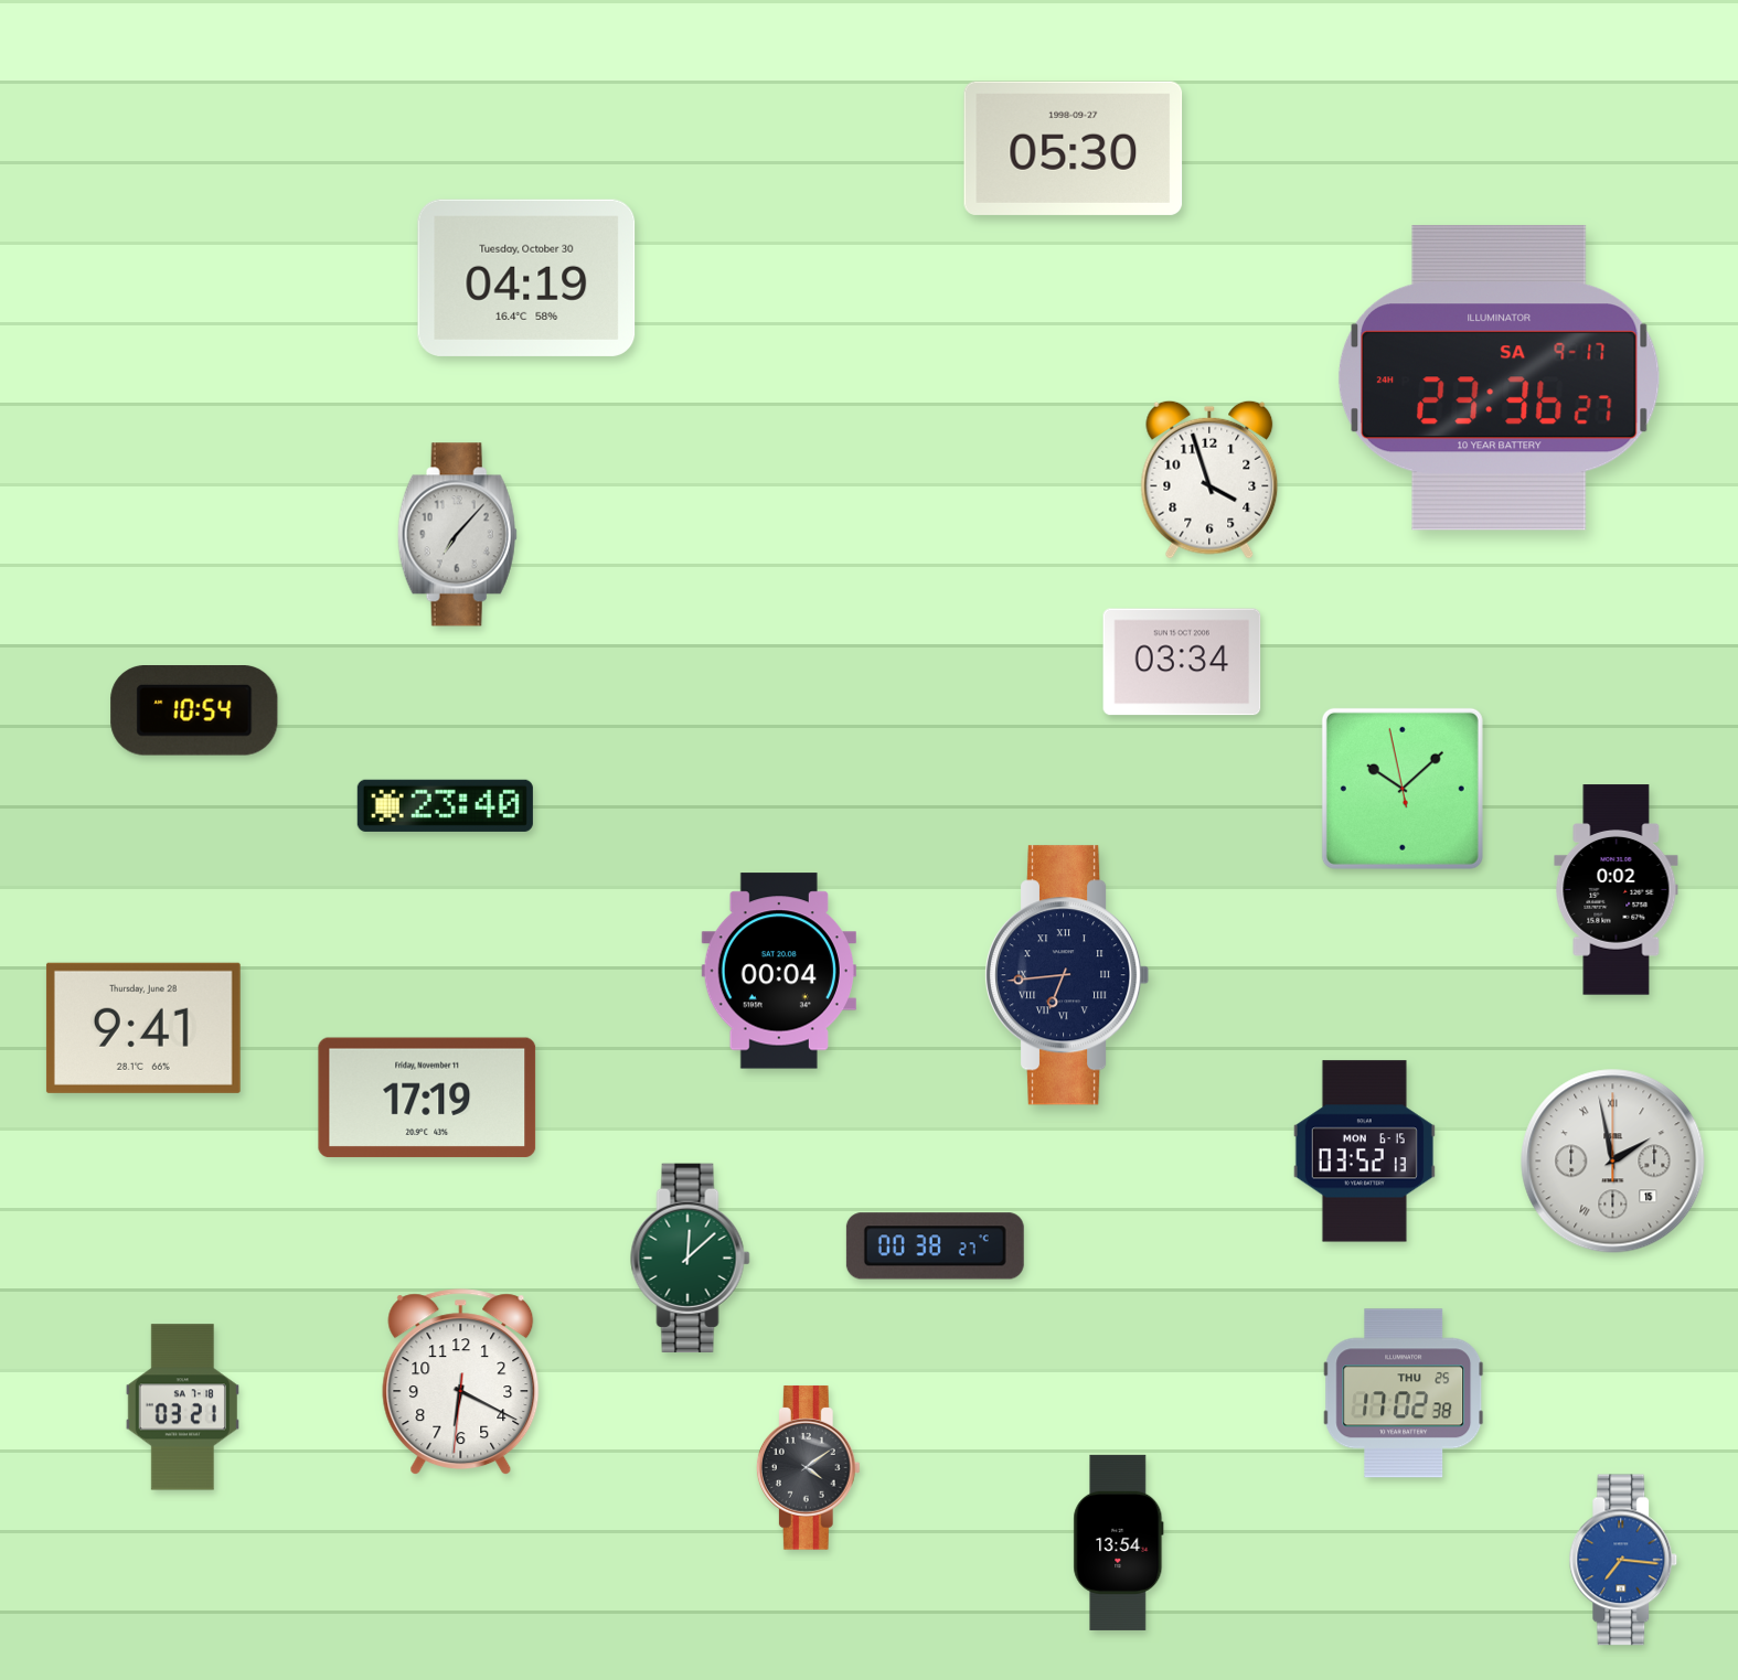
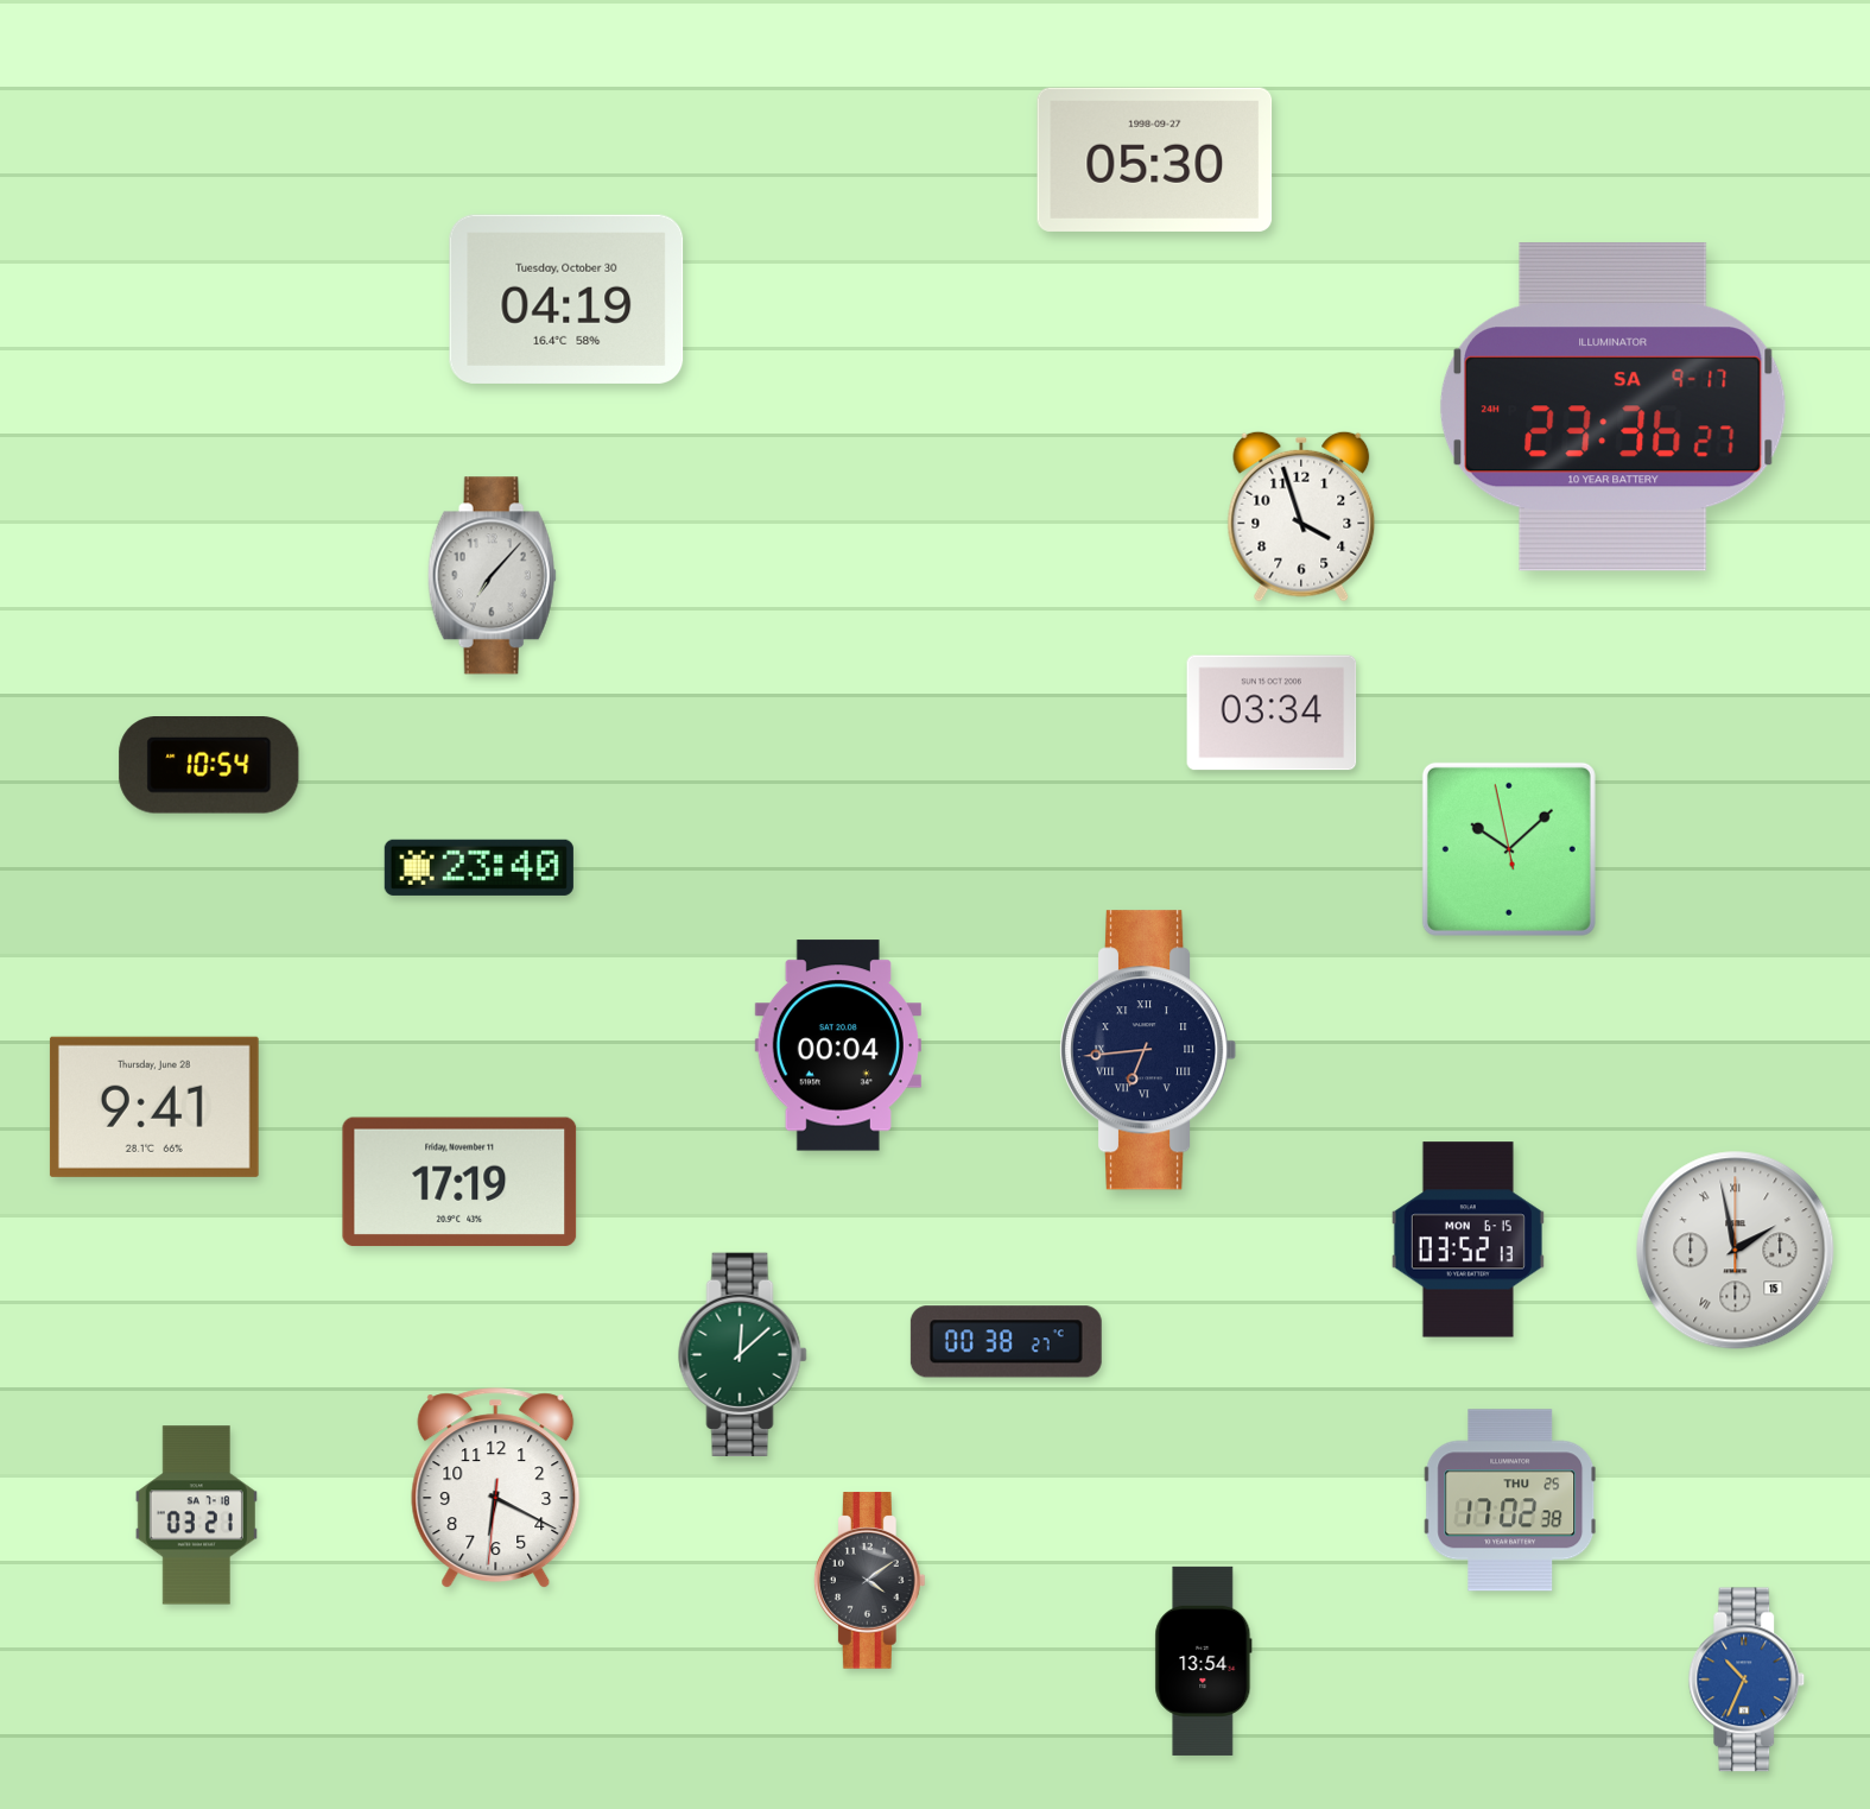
clock at (1617, 890): 0:02 -> none
clock at (1623, 1560): 7:16 -> 10:34
